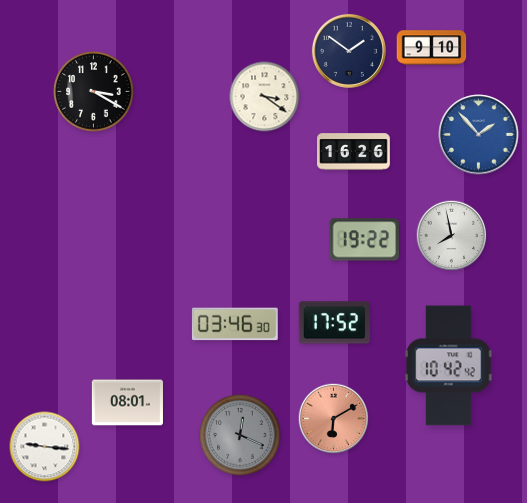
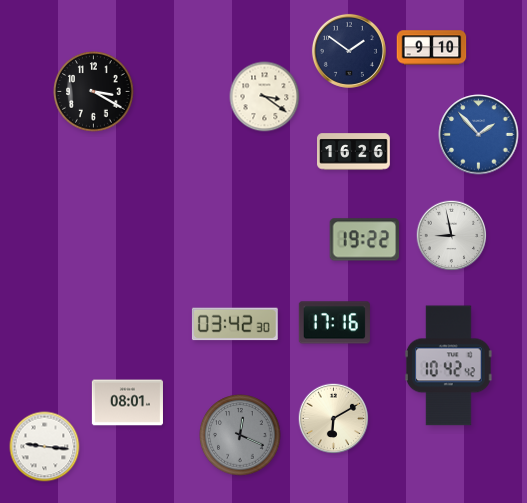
clock at (452, 236): 7:58 -> 8:58
clock at (334, 323): 17:52 -> 17:16
clock at (235, 324): 03:46 -> 03:42
clock at (334, 419) dial: salmon -> cream
